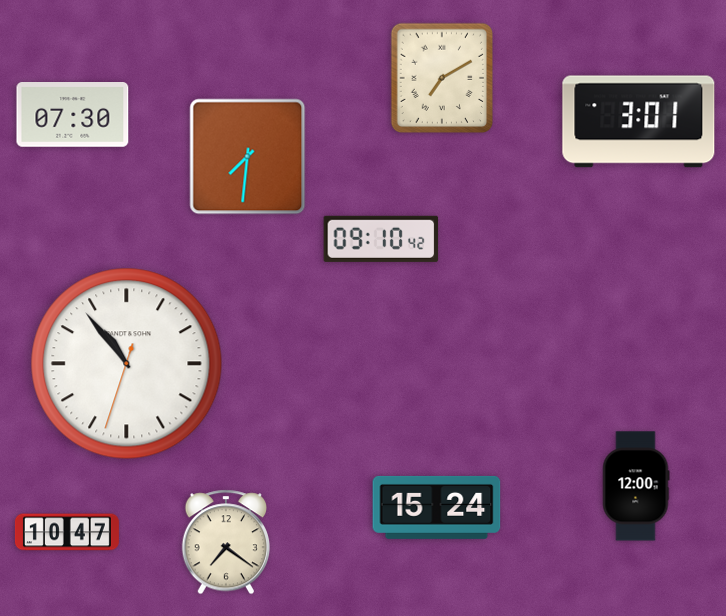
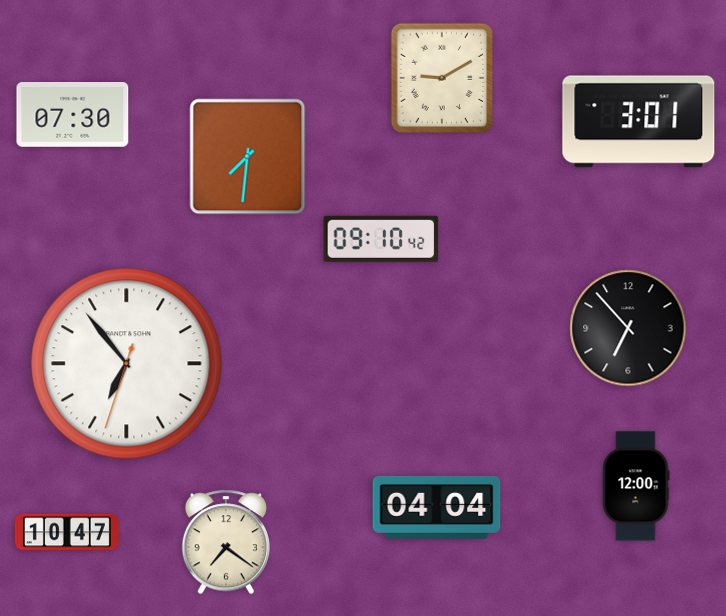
clock at (442, 78): 7:10 -> 9:10
clock at (628, 328): none -> 6:53
clock at (127, 364): 10:53 -> 6:53
clock at (437, 507): 15:24 -> 04:04
